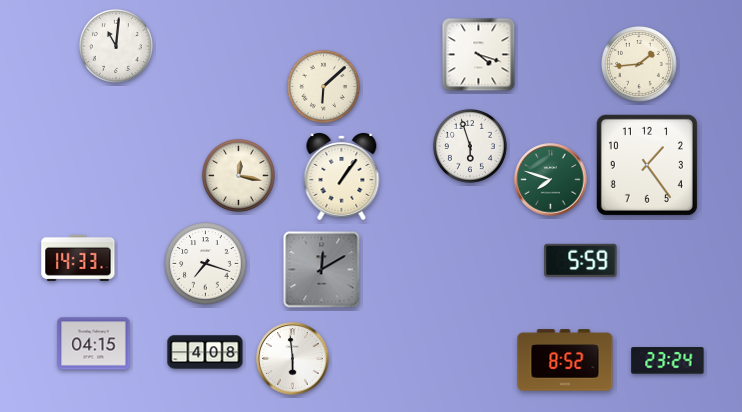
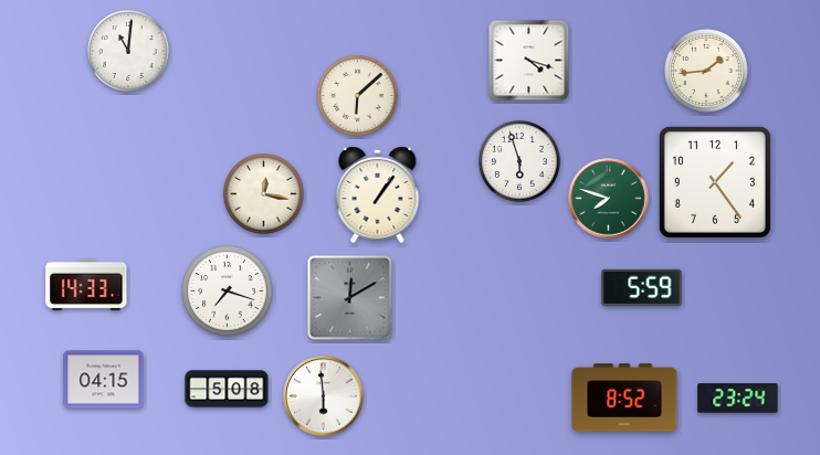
clock at (322, 270) position: (322, 270) -> (350, 298)
clock at (205, 352): 4:08 -> 5:08
